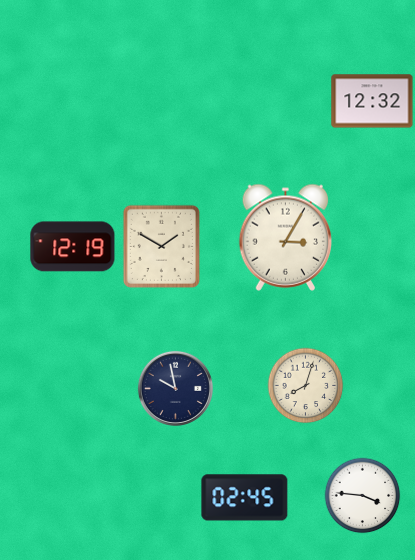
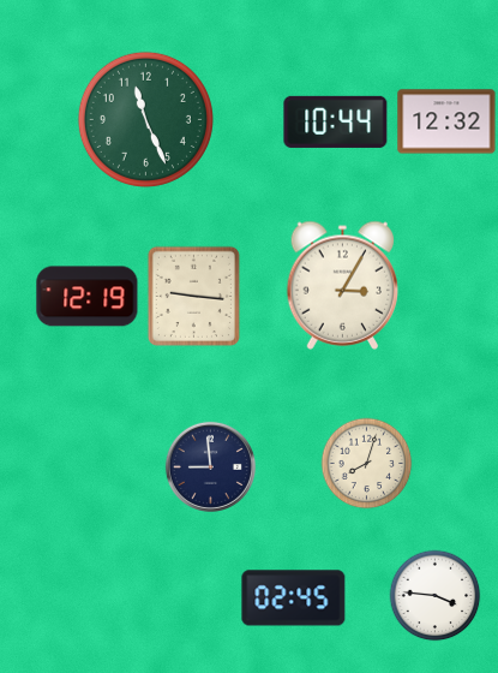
clock at (145, 119): none -> 11:26
clock at (336, 121): none -> 10:44
clock at (161, 246): 1:50 -> 9:16
clock at (175, 388): 9:58 -> 8:59
